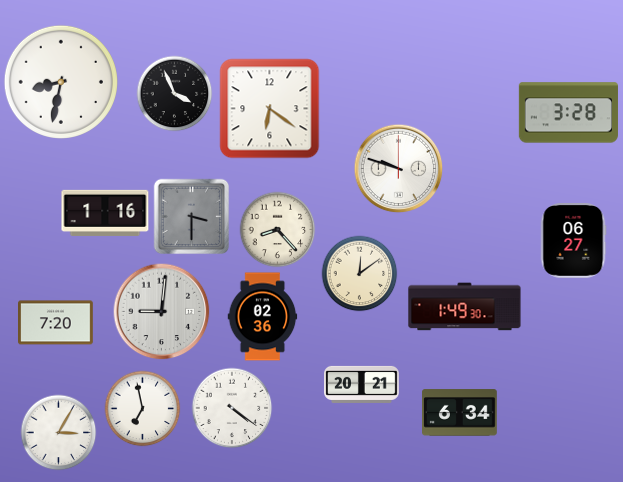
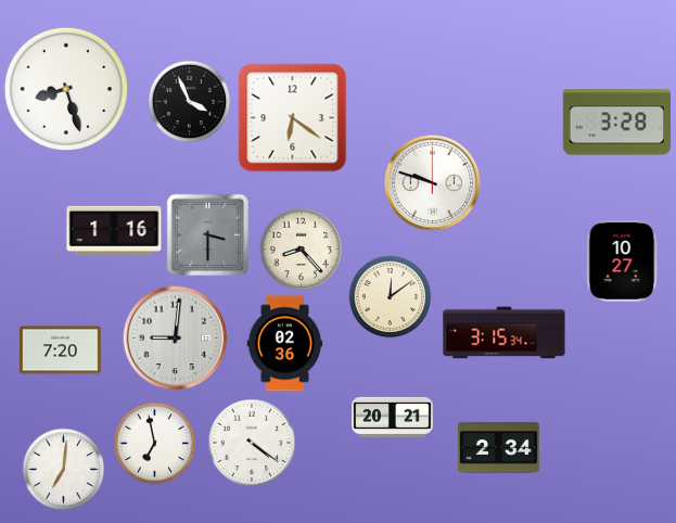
clock at (61, 82): 8:32 -> 8:27
clock at (573, 241): 06:27 -> 10:27
clock at (465, 307): 1:49 -> 3:15
clock at (460, 413): 6:34 -> 2:34
clock at (59, 433): 3:05 -> 7:01
